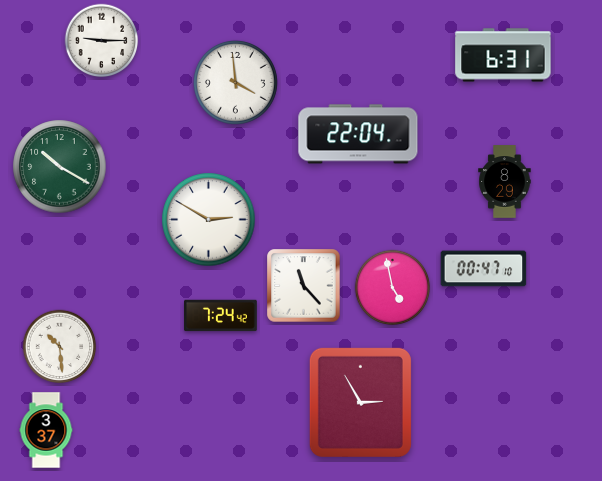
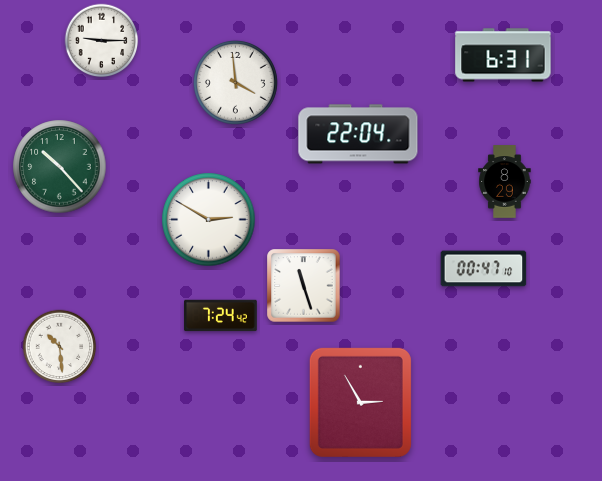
clock at (60, 167): 10:20 -> 10:23
clock at (304, 286): 11:23 -> 11:27
clock at (393, 288): 4:58 -> none
clock at (46, 430): 3:37 -> none
